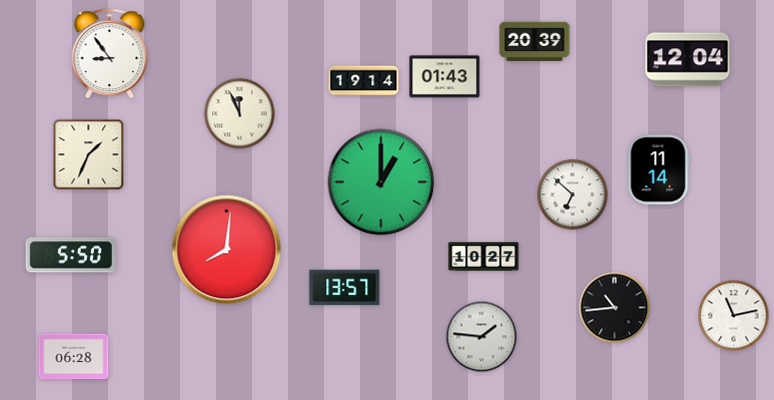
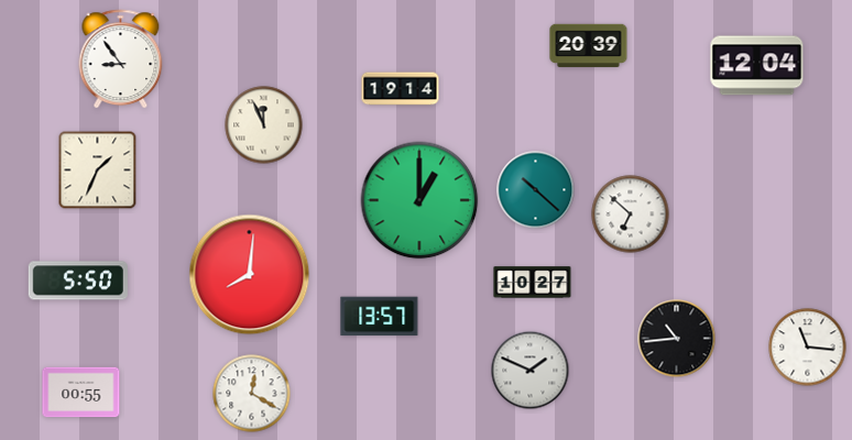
clock at (445, 77): 01:43 -> none
clock at (658, 170): 11:14 -> none
clock at (536, 190): none -> 10:22
clock at (734, 316): 11:13 -> 11:16
clock at (482, 337): 1:46 -> 1:49
clock at (74, 357): 06:28 -> 00:55
clock at (252, 394): none -> 12:20
